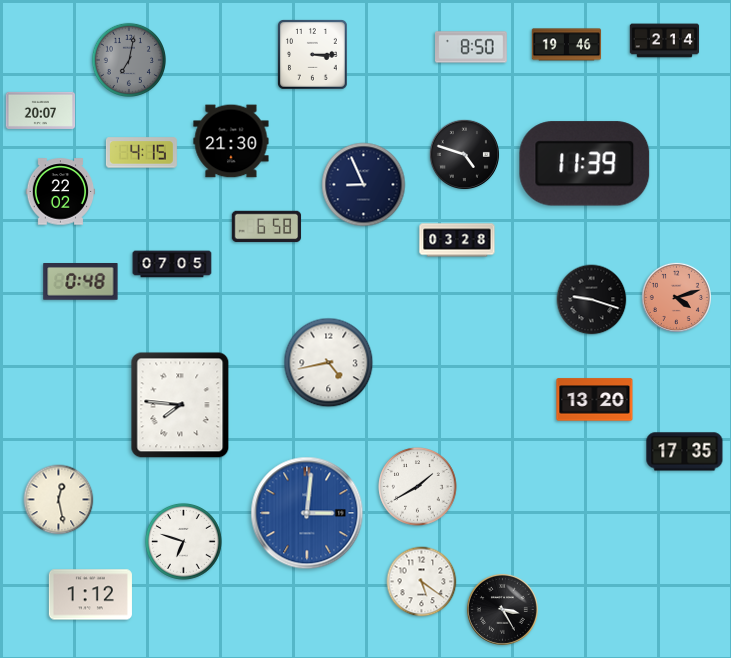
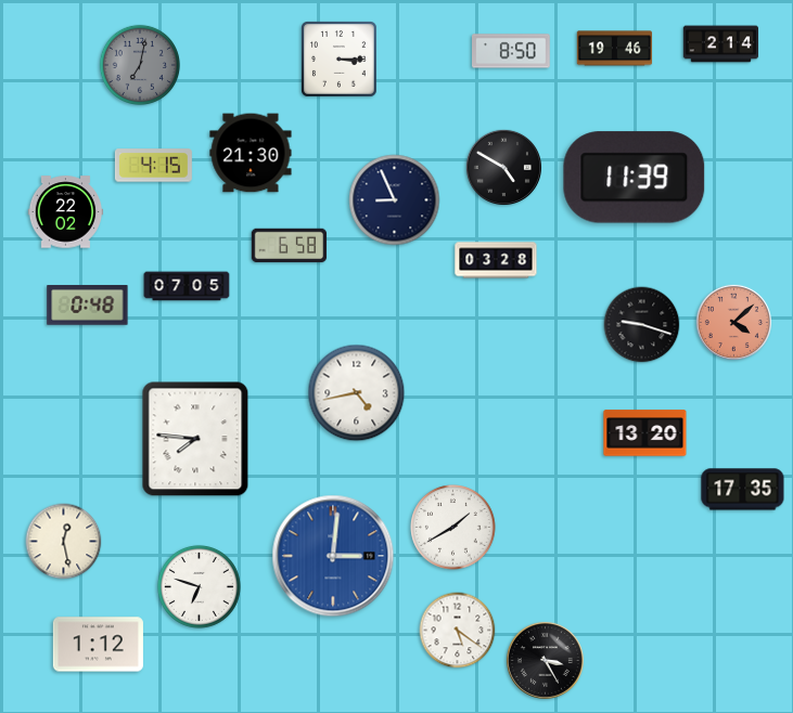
clock at (41, 110): 20:07 -> none
clock at (464, 154): 4:48 -> 4:50
clock at (61, 192) position: (61, 192) -> (66, 212)
clock at (676, 297): 4:12 -> 4:08
